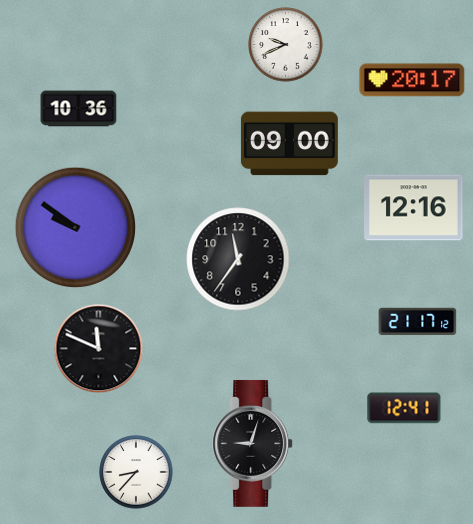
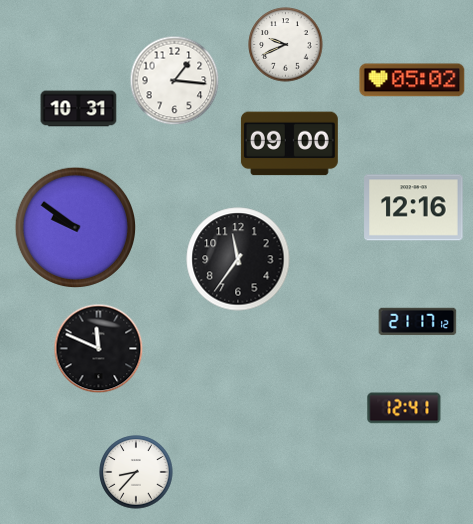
clock at (412, 80): 20:17 -> 05:02
clock at (175, 81): none -> 1:16
clock at (79, 109): 10:36 -> 10:31
clock at (253, 443): 9:03 -> none
